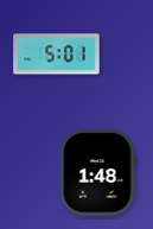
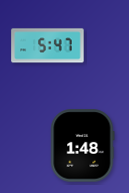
clock at (57, 55): 5:01 -> 5:47
